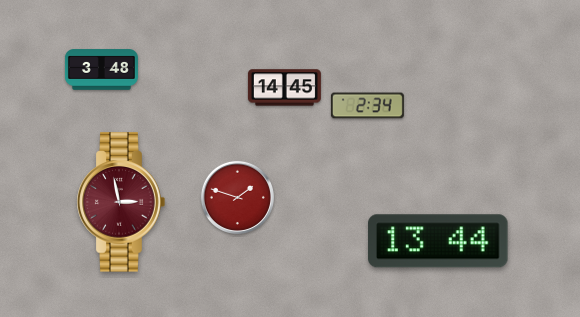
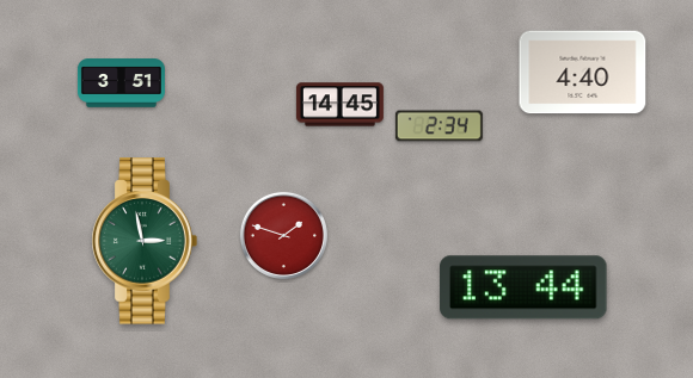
clock at (583, 73): none -> 4:40
clock at (101, 70): 3:48 -> 3:51
clock at (121, 202) dial: burgundy -> green
